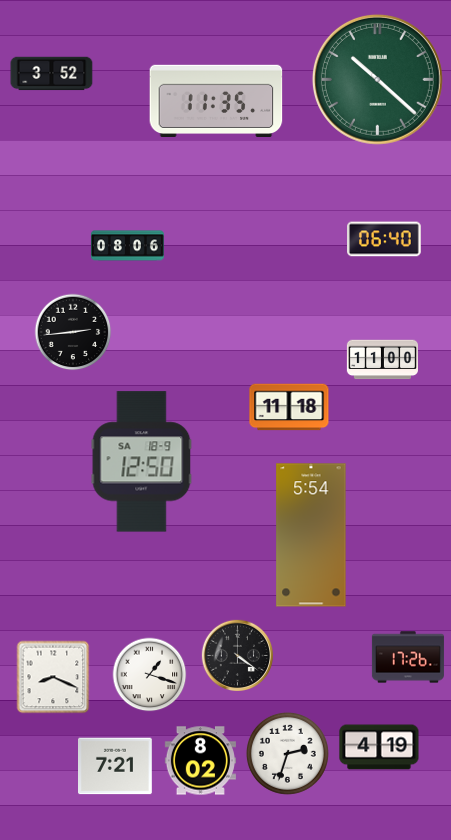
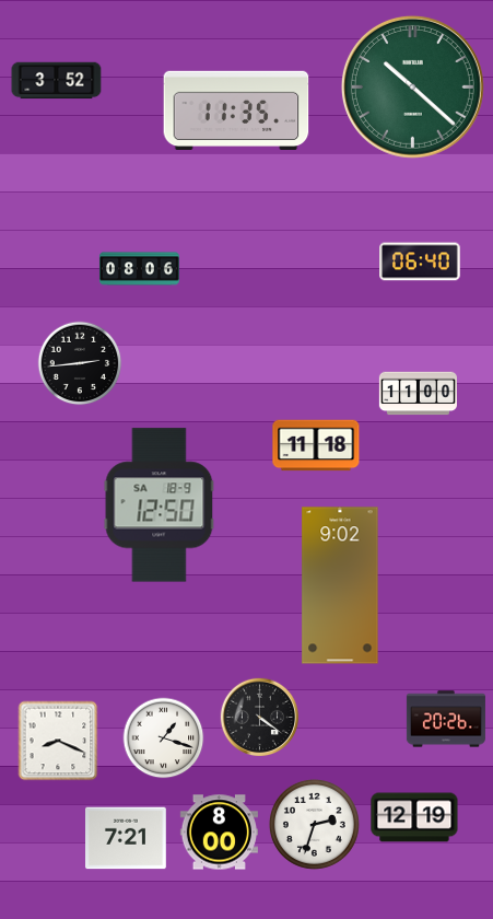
clock at (142, 462) position: (142, 462) -> (160, 505)
clock at (311, 535): 5:54 -> 9:02
clock at (408, 657): 17:26 -> 20:26
clock at (379, 747): 4:19 -> 12:19
clock at (200, 761): 8:02 -> 8:00
